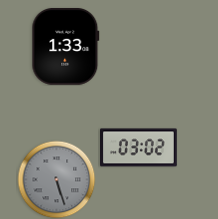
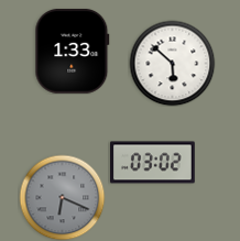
clock at (172, 63): none -> 5:52
clock at (56, 179): 5:27 -> 6:19
